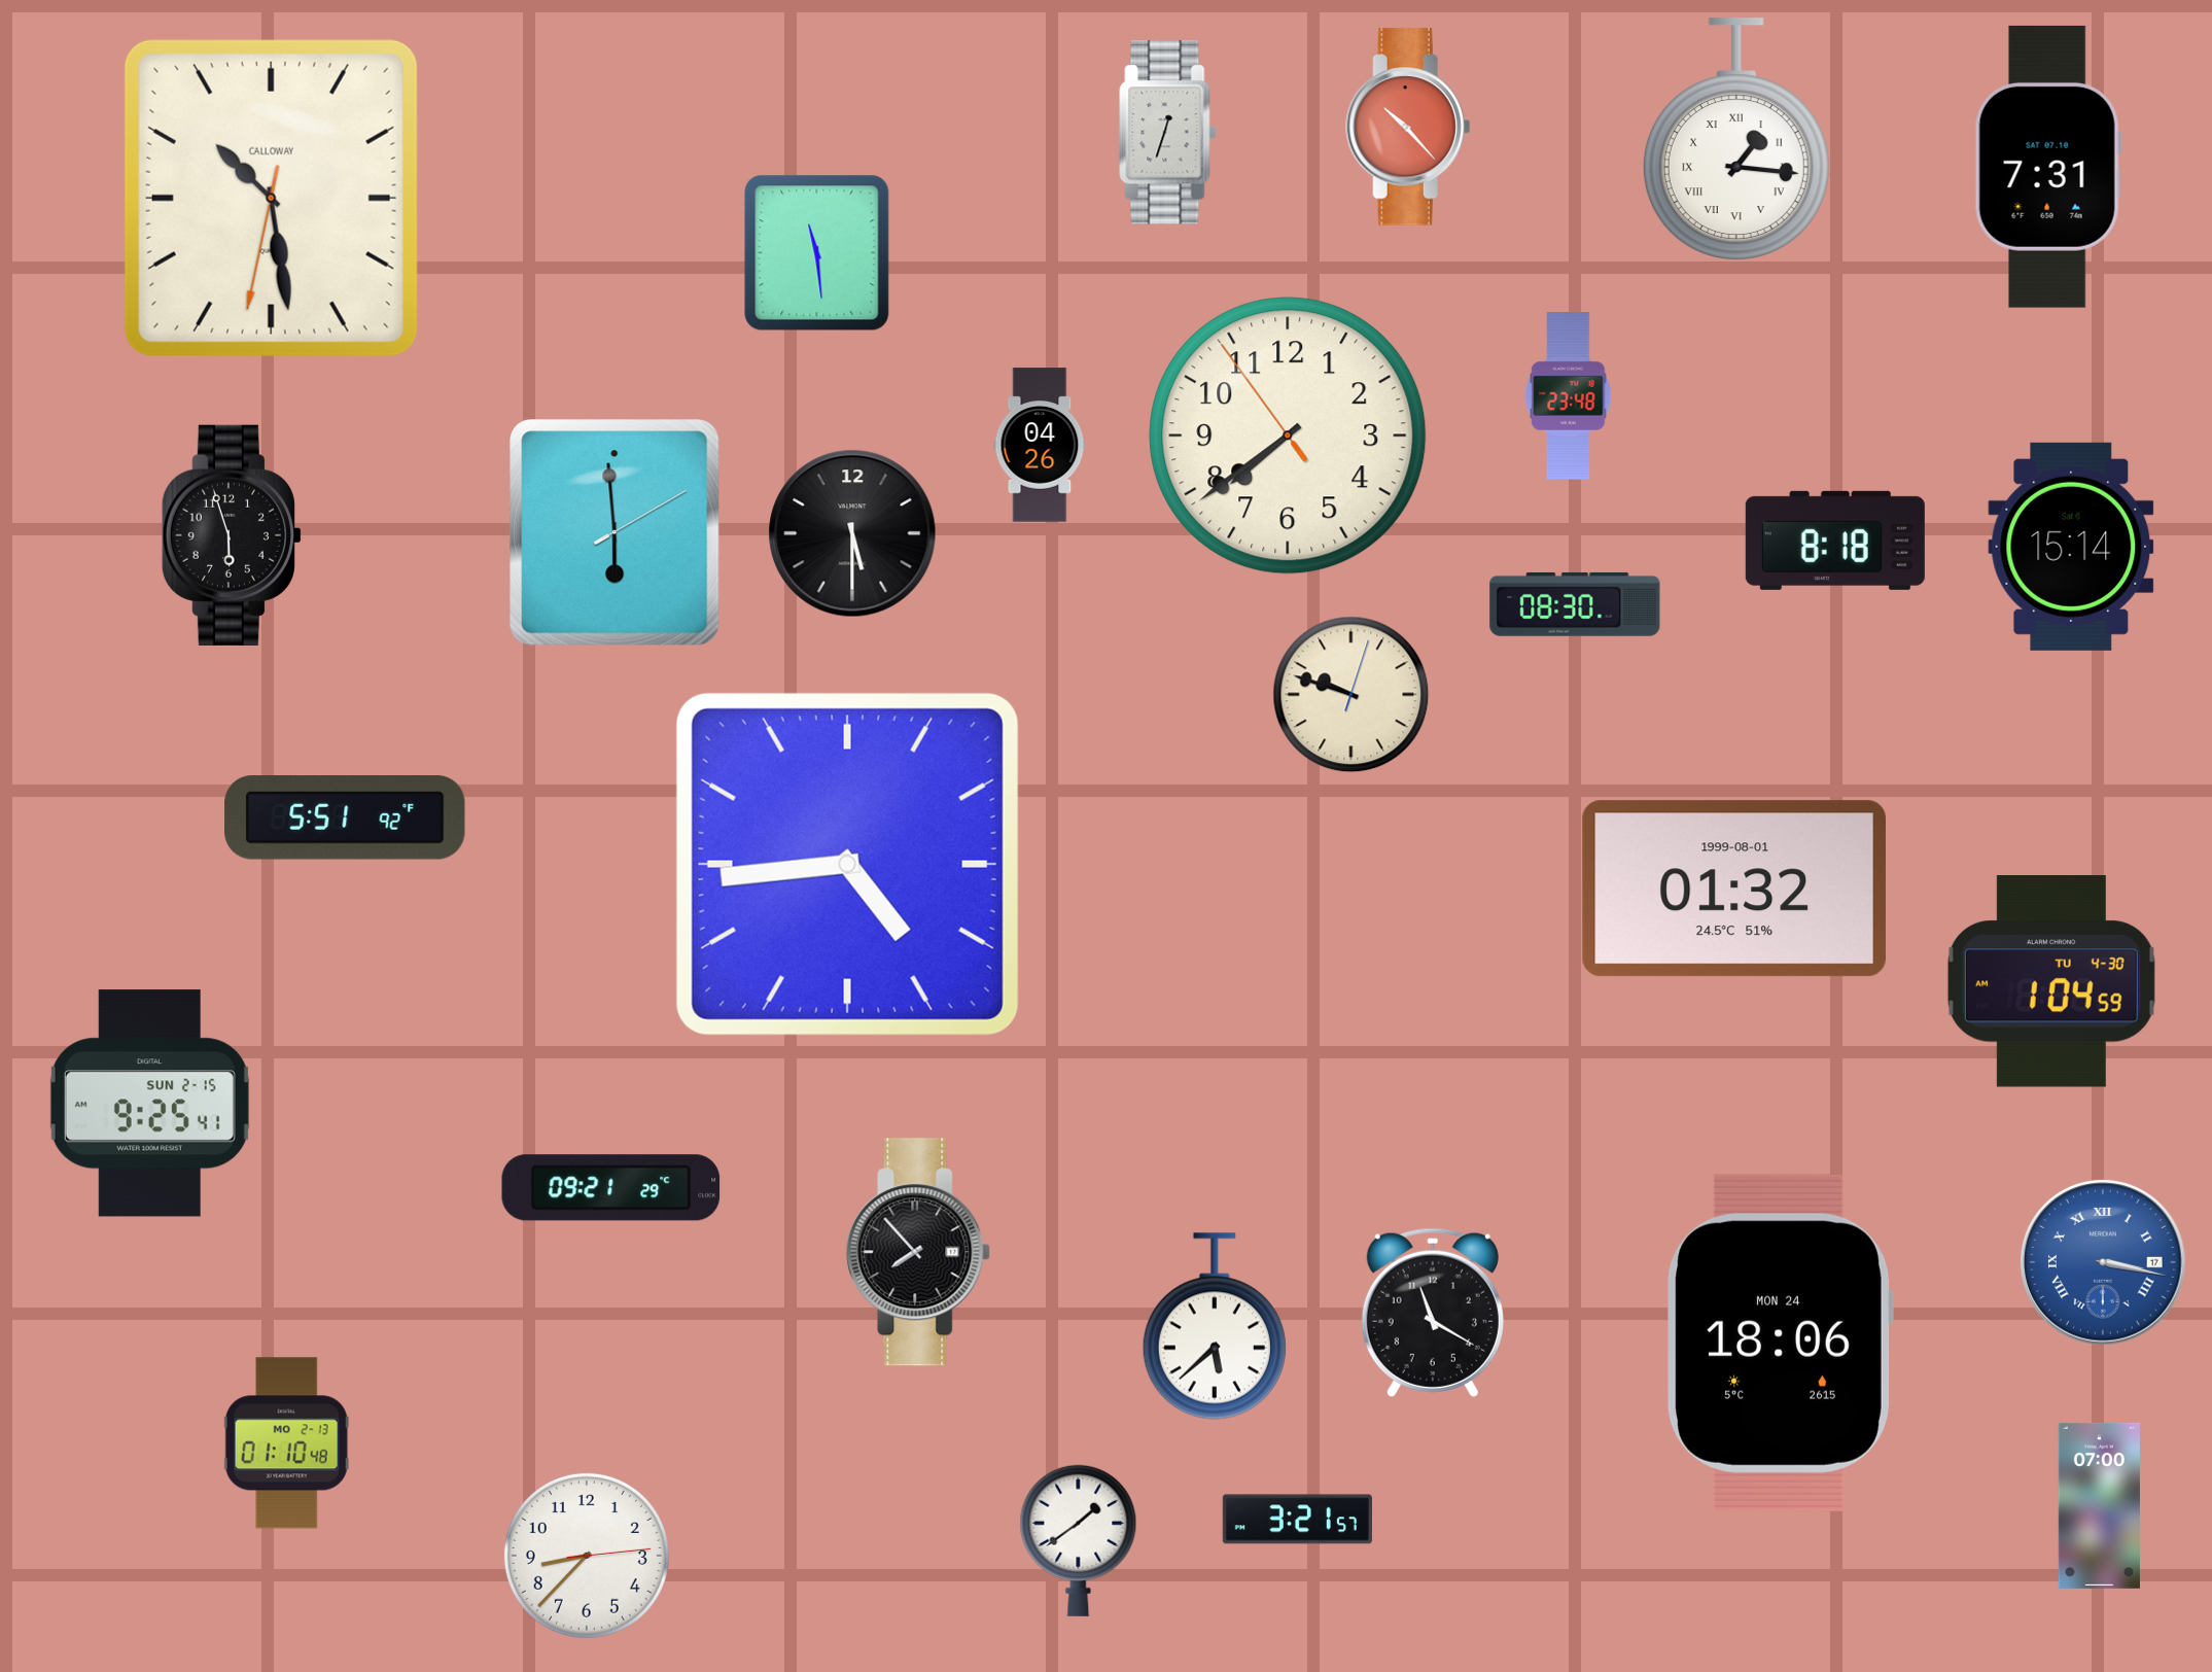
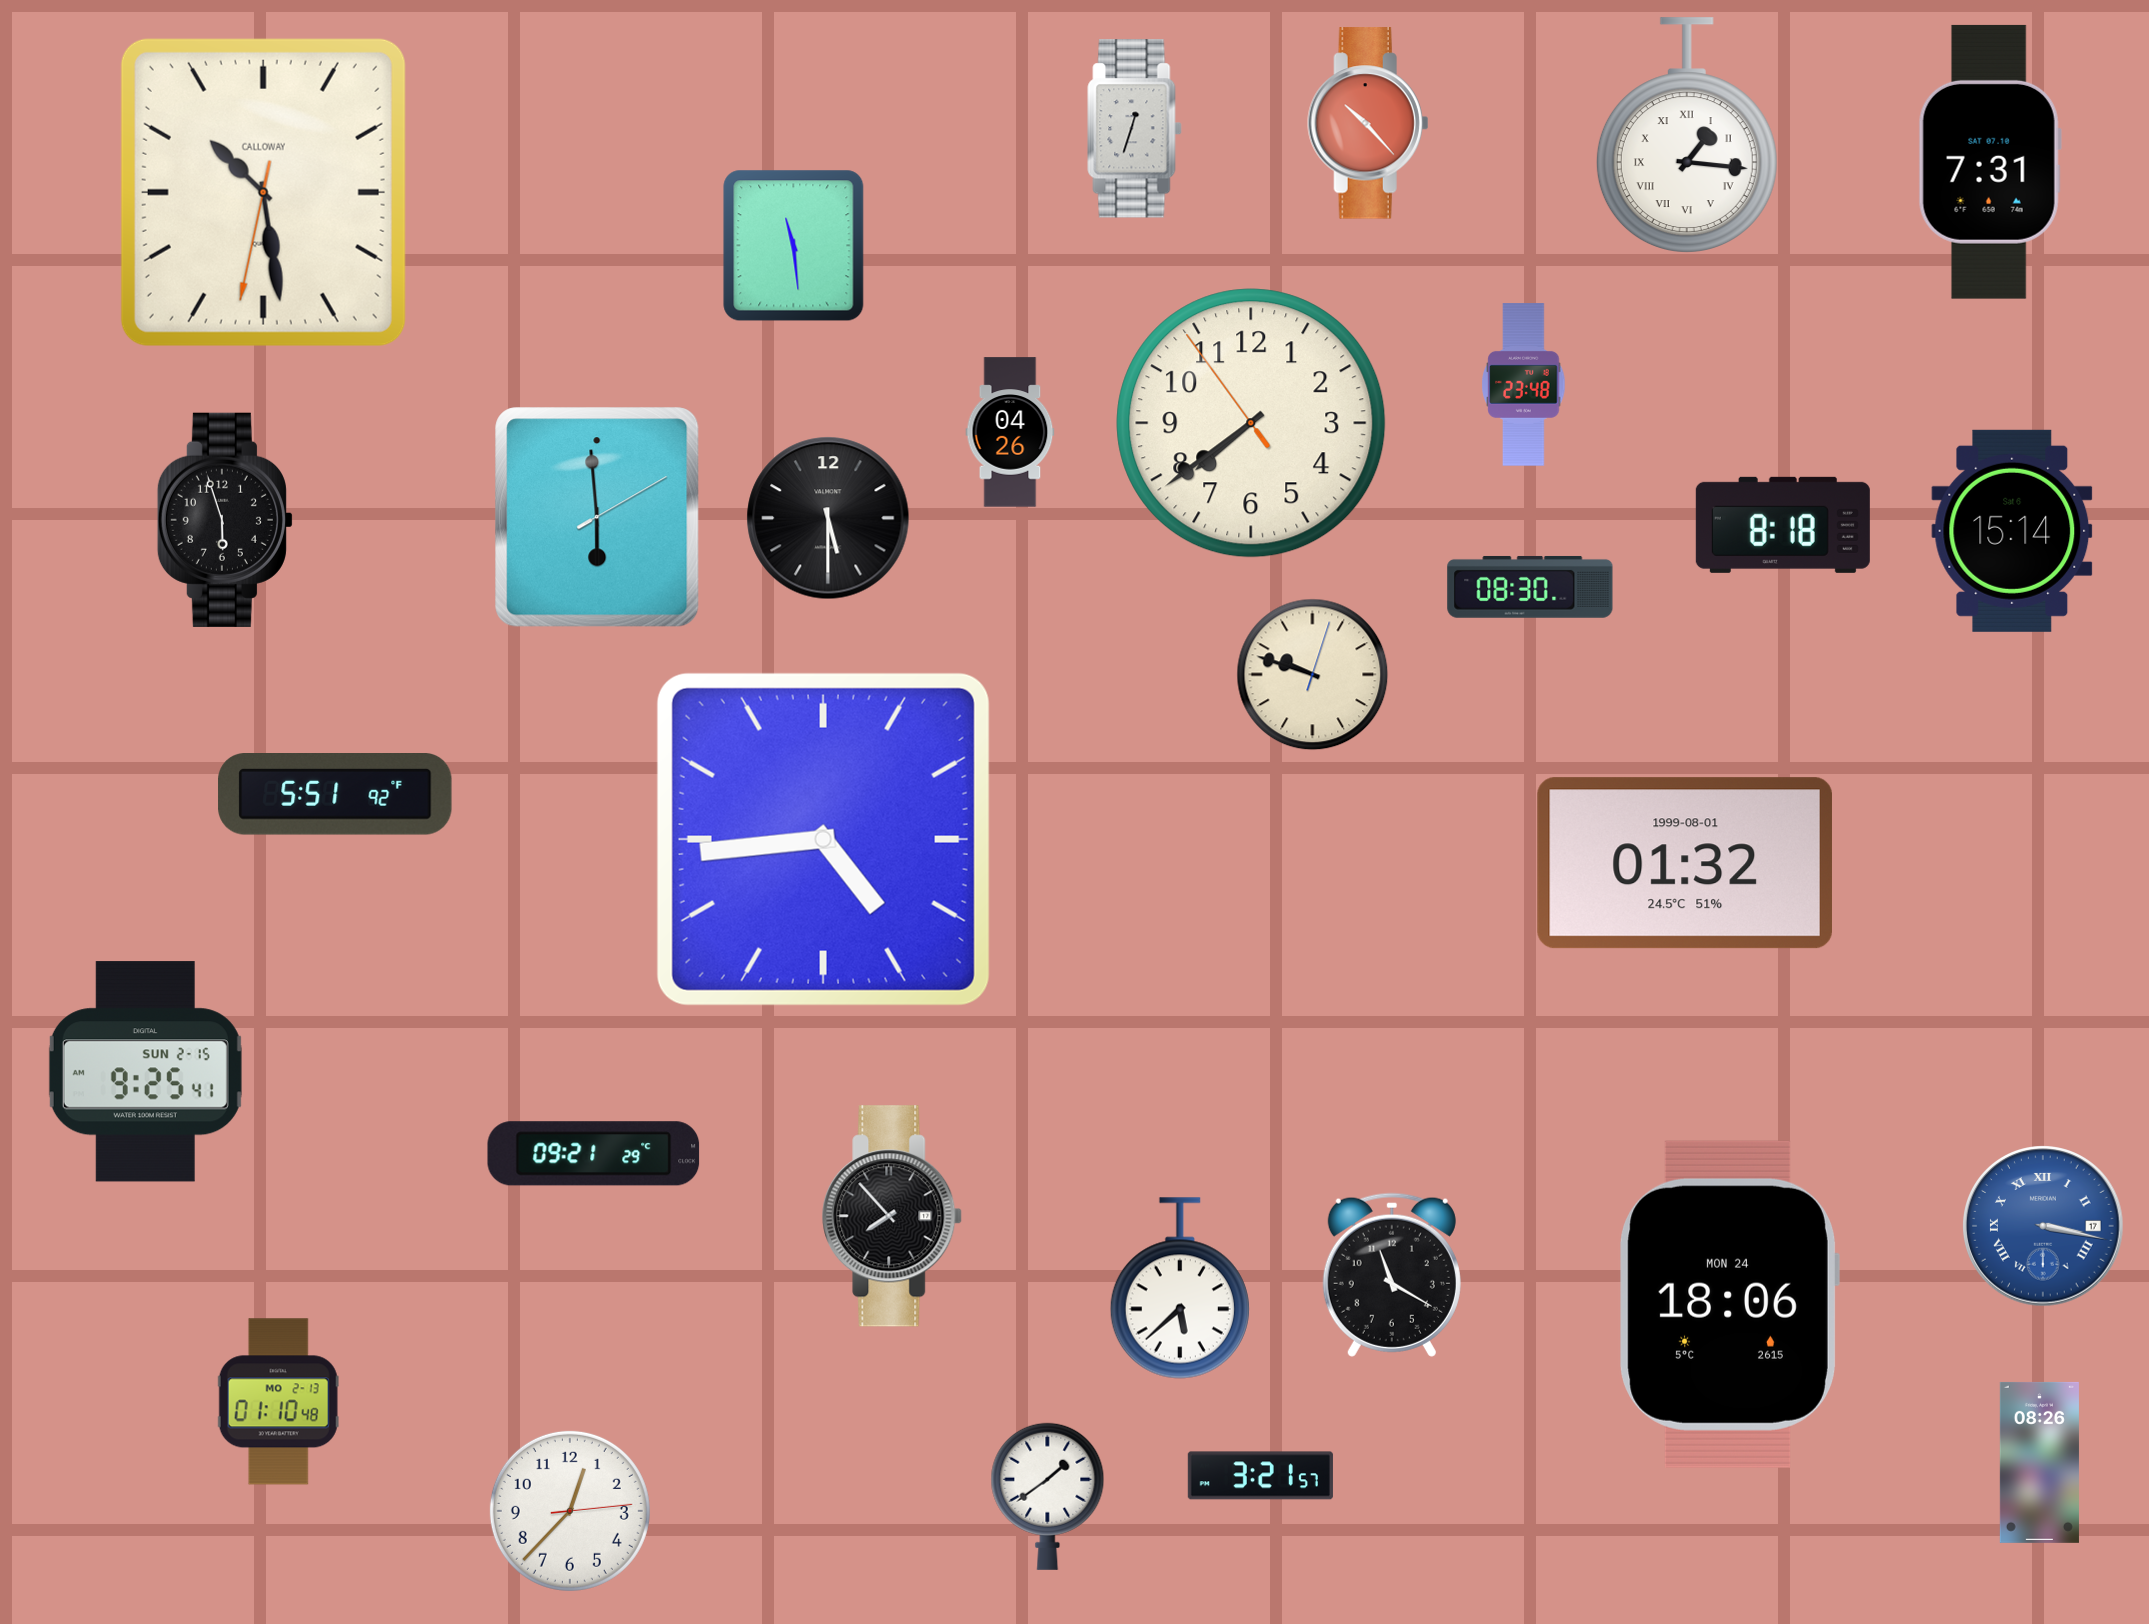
clock at (2051, 981): 1:04 -> none
clock at (2099, 1505): 07:00 -> 08:26
clock at (587, 1556): 8:37 -> 12:37
